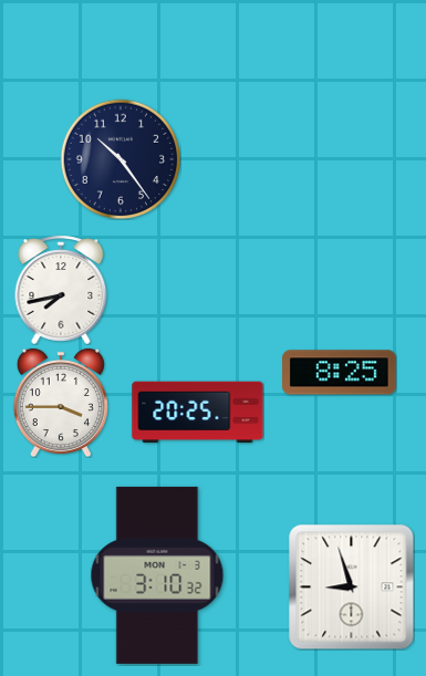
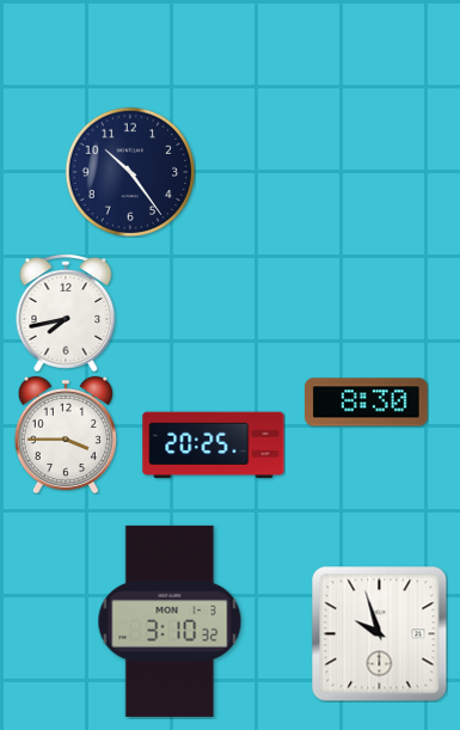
clock at (340, 373): 8:25 -> 8:30
clock at (351, 586): 8:57 -> 9:57
